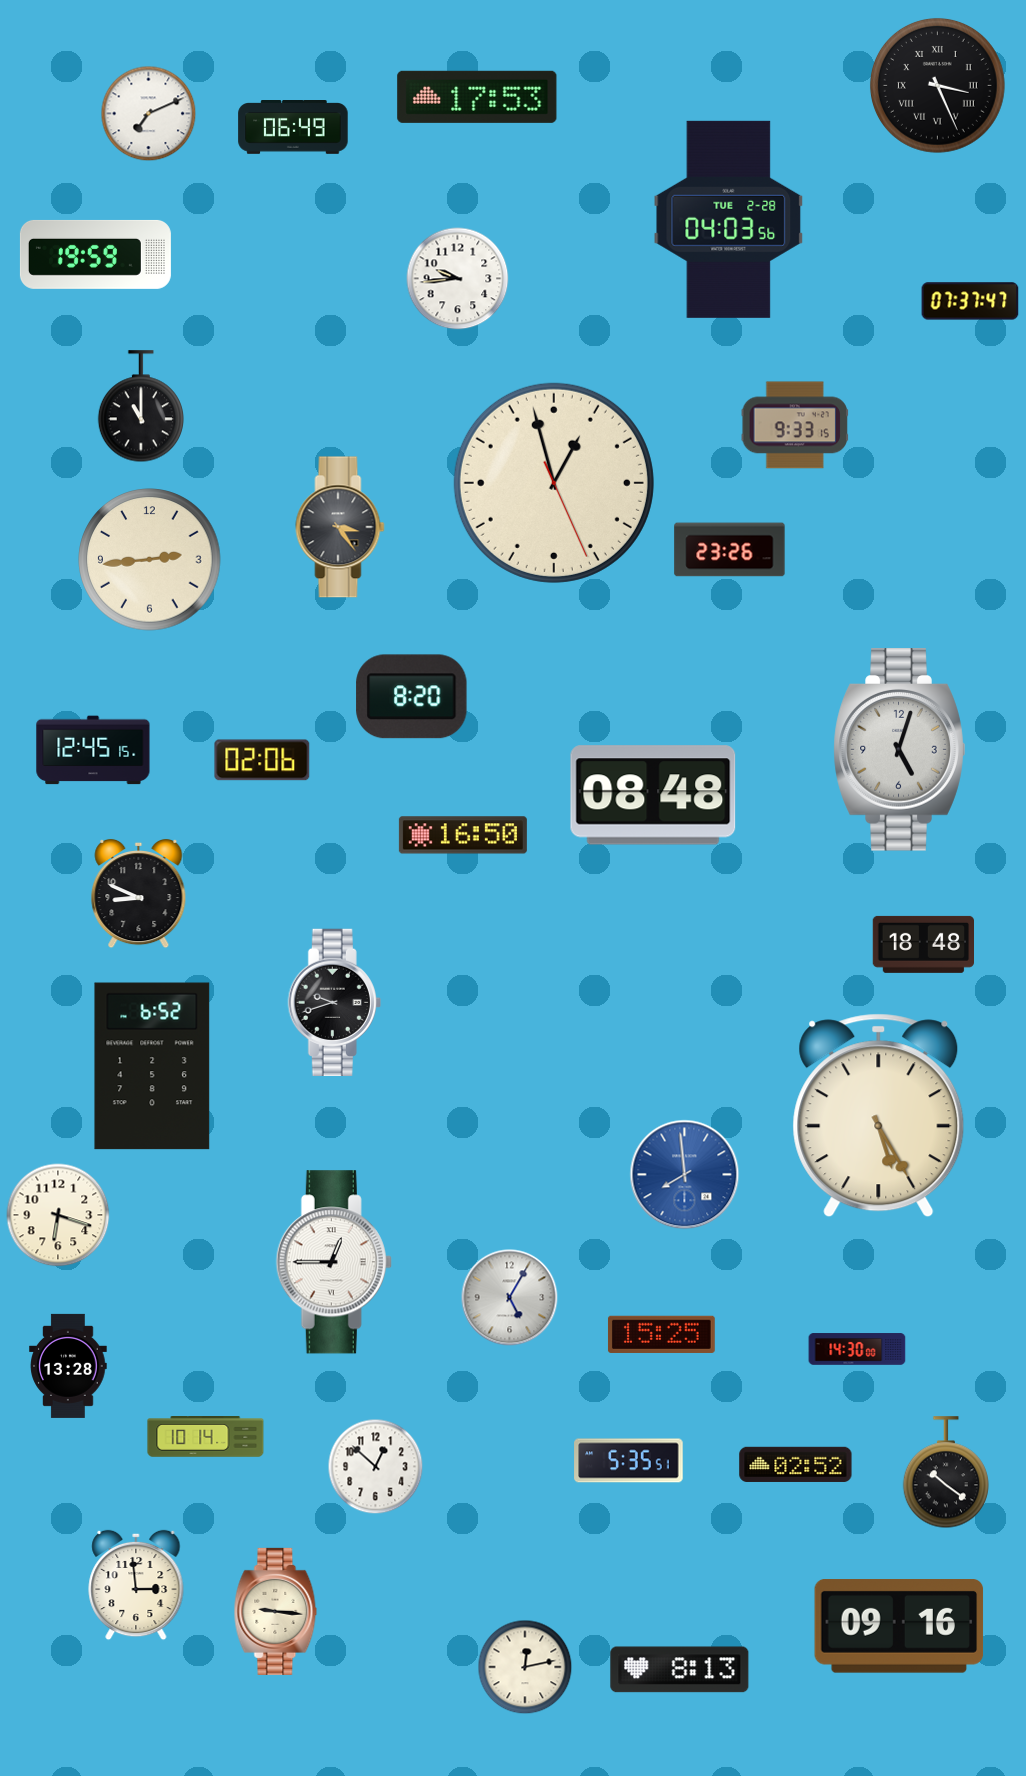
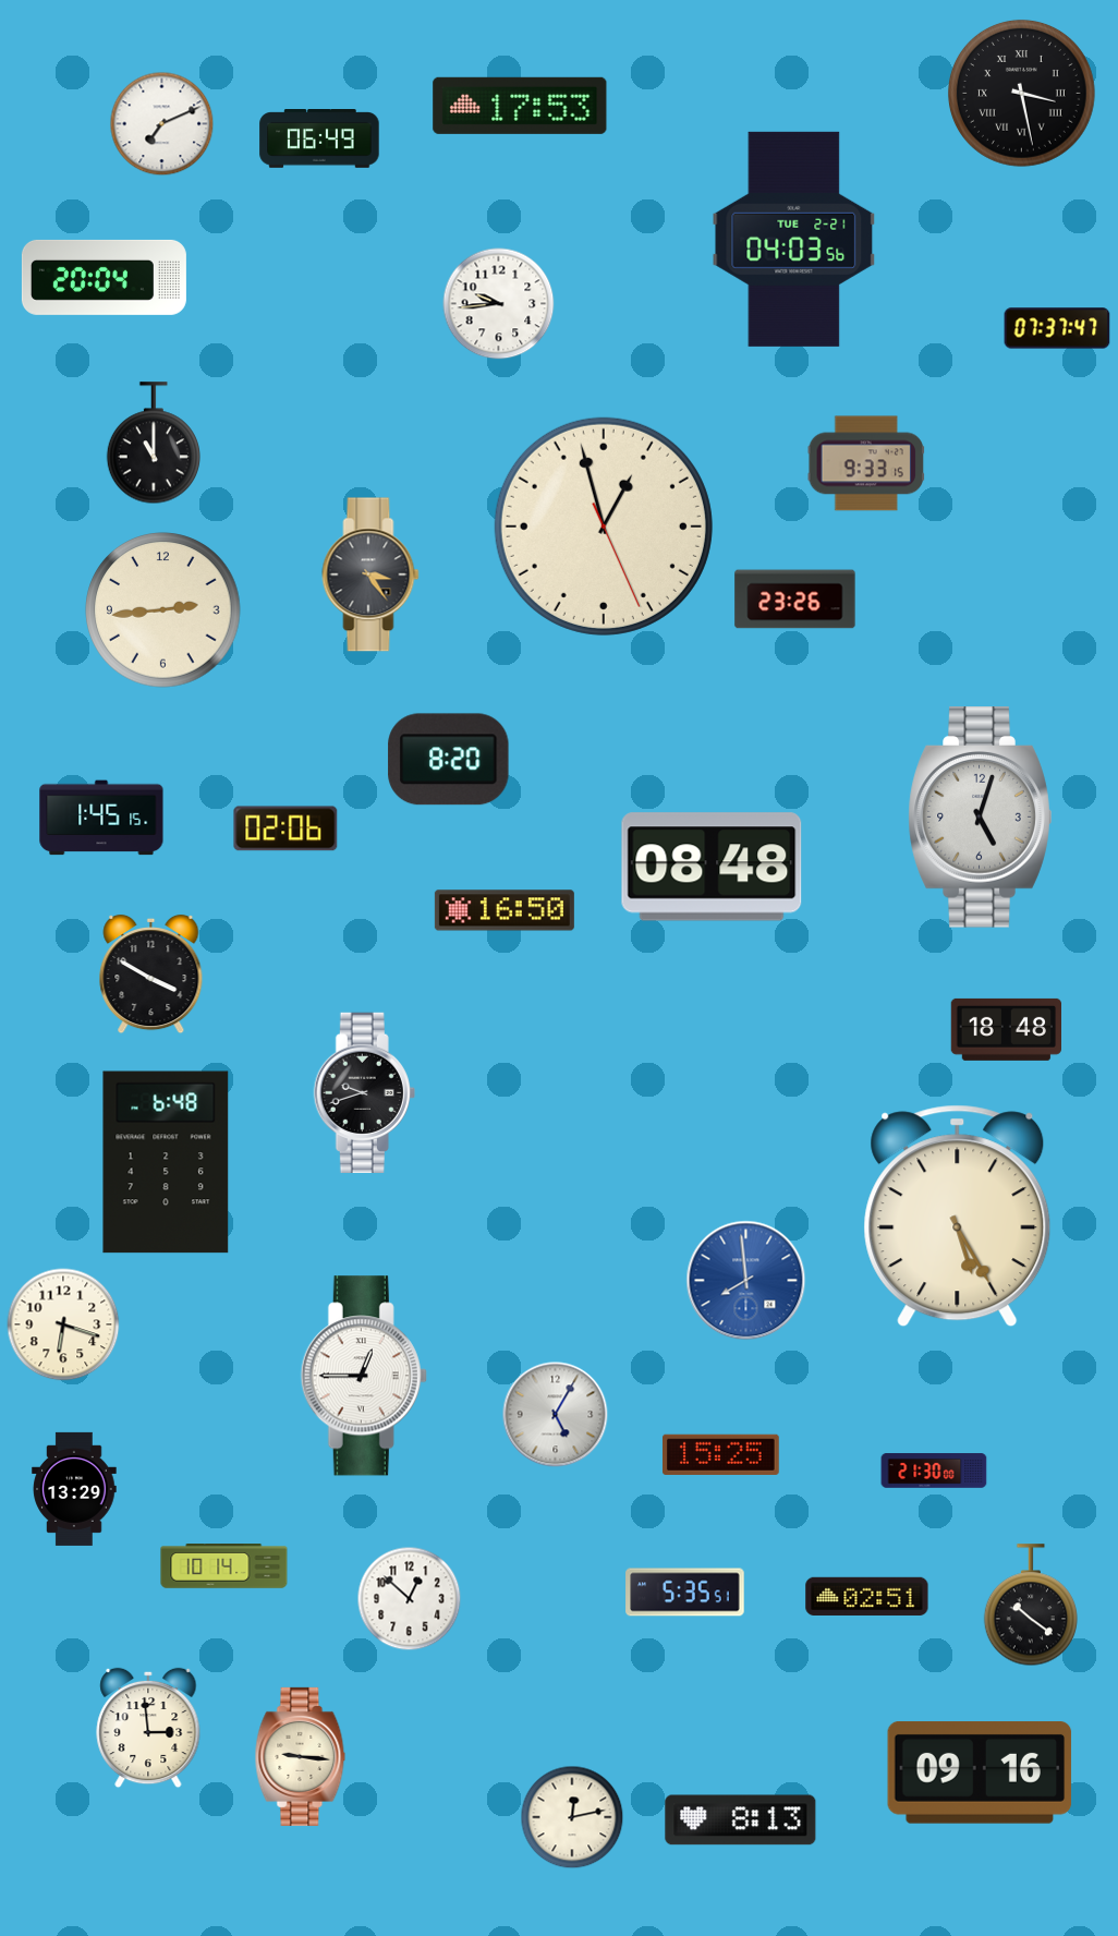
clock at (937, 85): 3:26 -> 3:28
clock at (729, 219) date: TUE 2-28 -> TUE 2-21
clock at (95, 254): 19:59 -> 20:04
clock at (93, 750): 12:45 -> 1:45
clock at (139, 894): 8:49 -> 3:50
clock at (152, 1066): 6:52 -> 6:48
clock at (857, 1349): 14:30 -> 21:30
clock at (68, 1366): 13:28 -> 13:29
clock at (796, 1464): 02:52 -> 02:51
